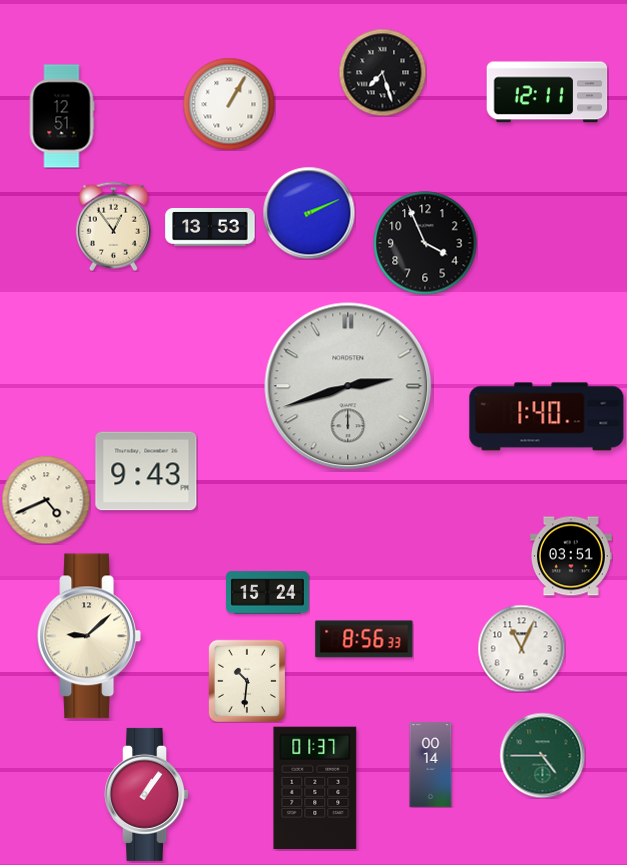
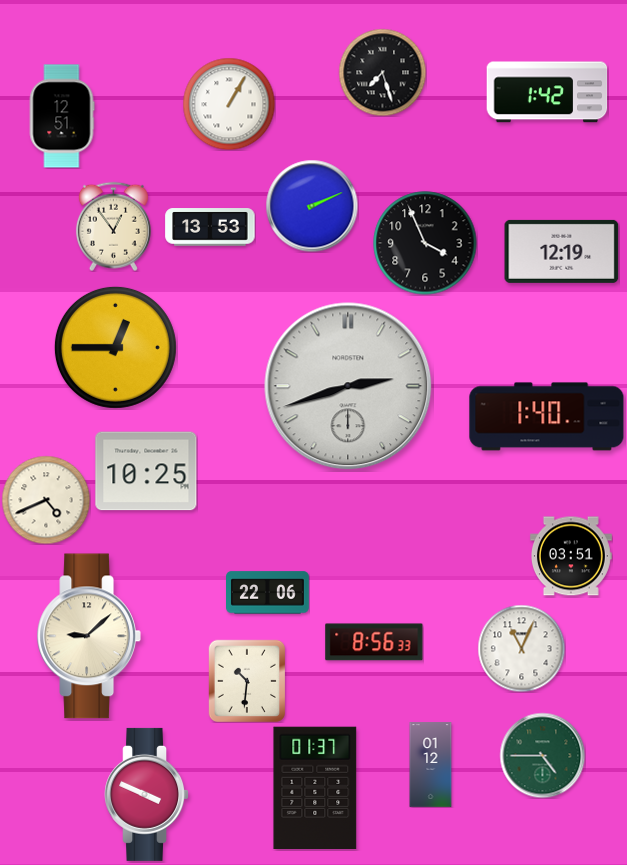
clock at (547, 92): 12:11 -> 1:42
clock at (309, 213) position: (309, 213) -> (312, 206)
clock at (562, 251): none -> 12:19
clock at (115, 347): none -> 12:45
clock at (146, 471): 9:43 -> 10:25
clock at (268, 593): 15:24 -> 22:06
clock at (364, 639) position: (364, 639) -> (374, 642)
clock at (431, 765): 00:14 -> 01:12
clock at (147, 794): 1:06 -> 3:49
